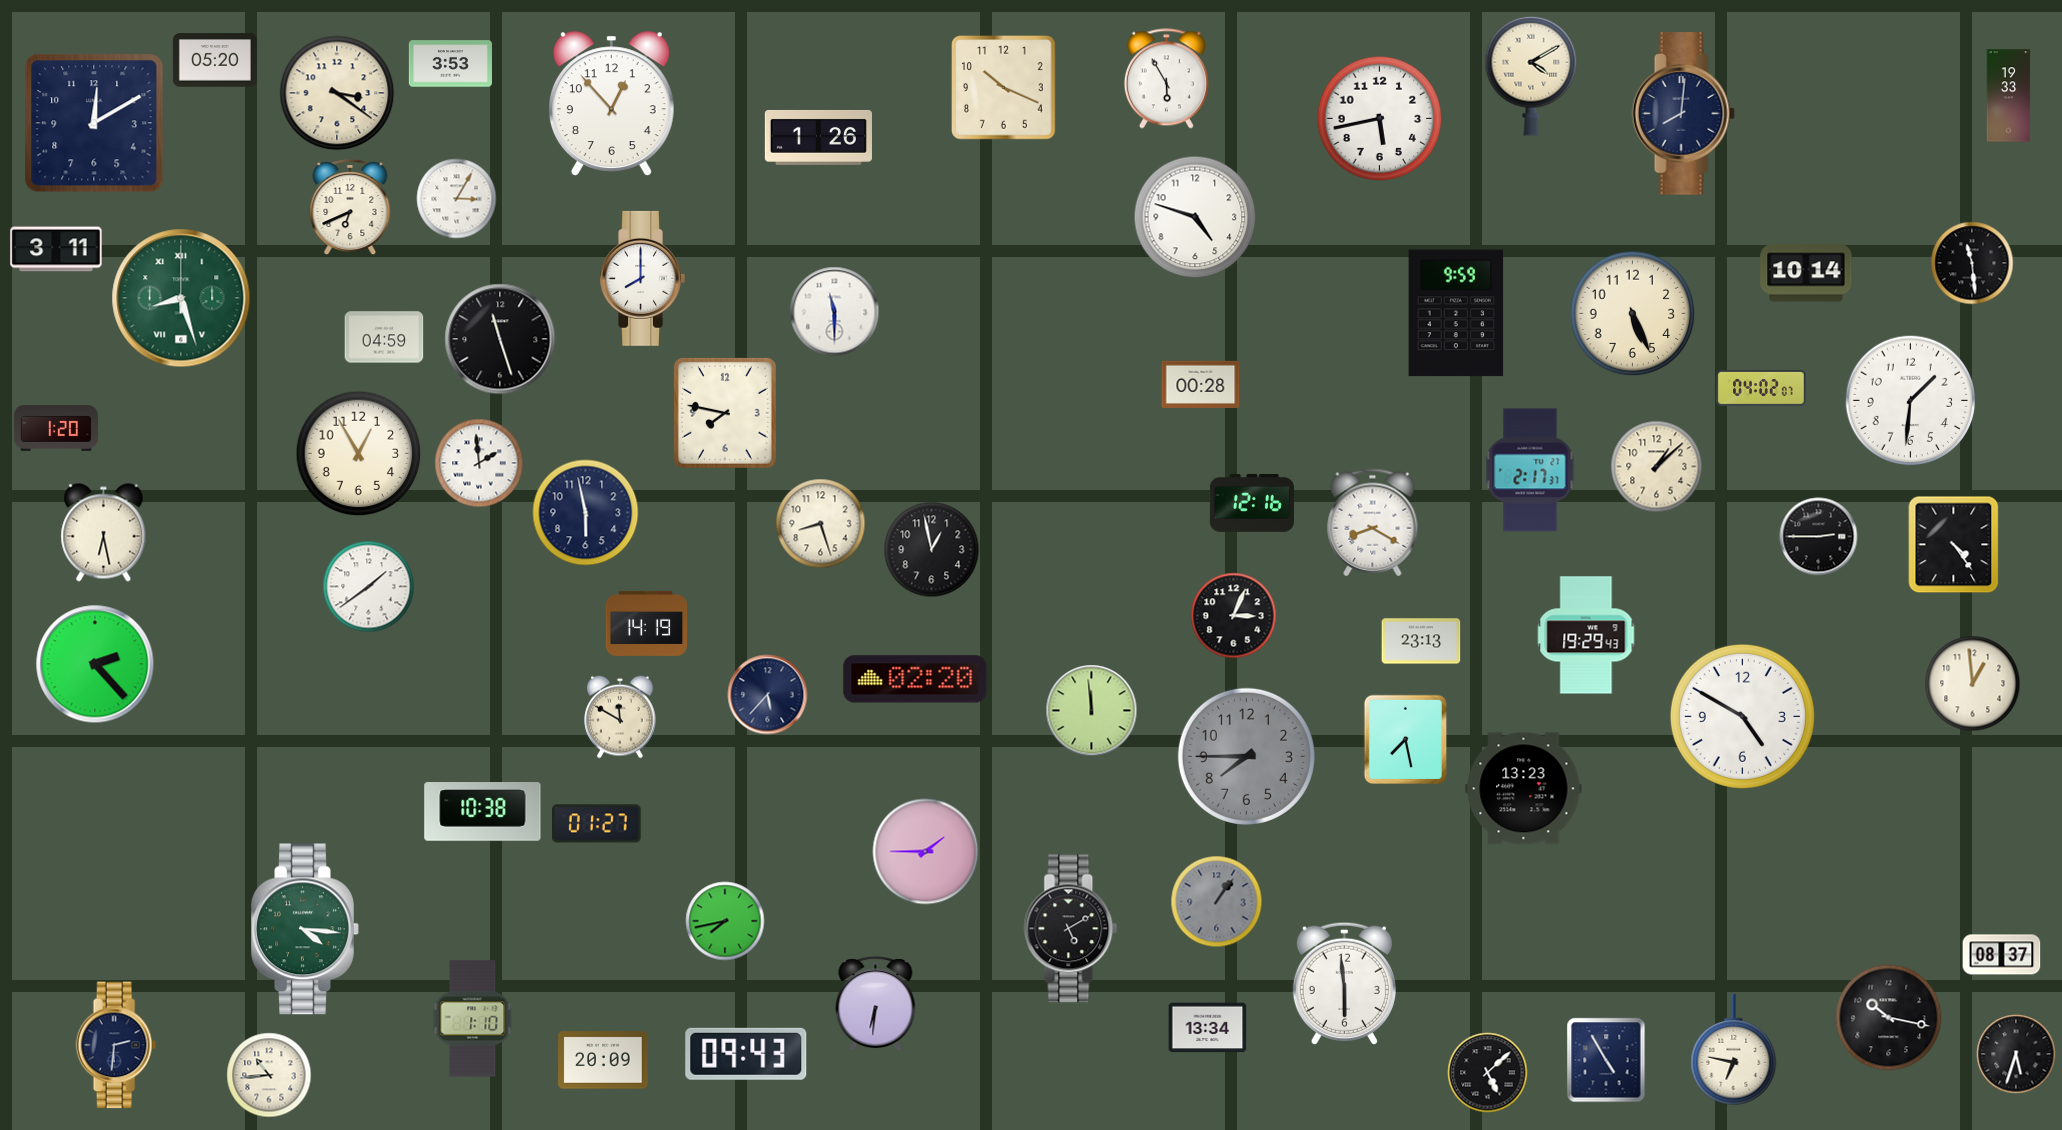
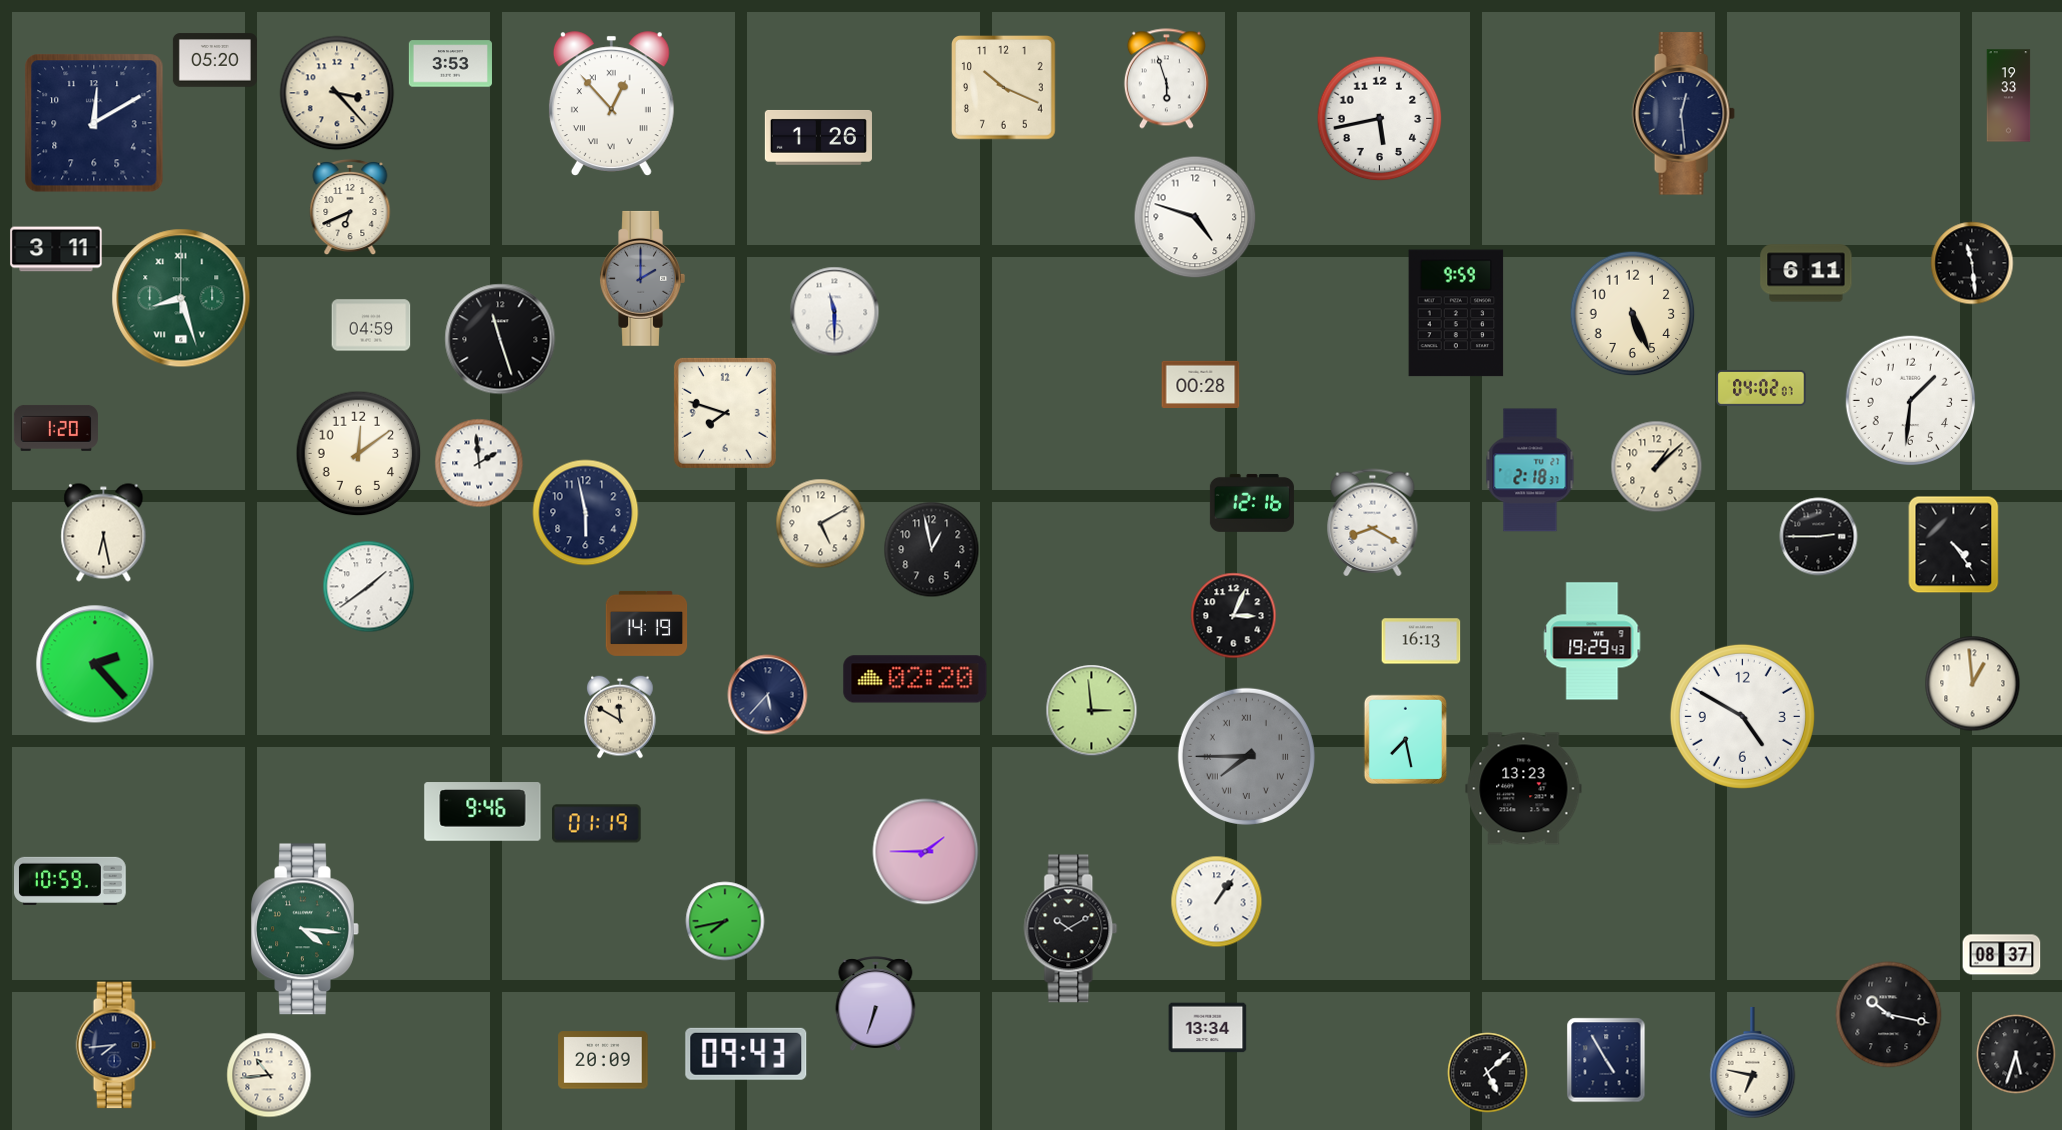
clock at (1531, 76): 4:10 -> none
clock at (1166, 79): 5:55 -> 5:57
clock at (337, 93): 3:21 -> 3:23
clock at (611, 104) numerals: Arabic -> Roman
clock at (1683, 114): 8:01 -> 12:29
clock at (457, 199): 3:05 -> none
clock at (1806, 273): 10:14 -> 6:11
clock at (642, 278): 8:00 -> 2:00
clock at (642, 278) dial: white -> grey
clock at (384, 337) position: (384, 337) -> (371, 325)
clock at (725, 413): 7:47 -> 7:48
clock at (359, 454): 12:55 -> 12:09
clock at (1530, 470): 2:17 -> 2:18
clock at (821, 524): 8:27 -> 5:10
clock at (1586, 635) position: (1586, 635) -> (1592, 641)
clock at (1421, 641): 23:13 -> 16:13
clock at (1092, 711): 11:59 -> 2:59
clock at (1246, 756) numerals: Arabic -> Roman
clock at (483, 812): 10:38 -> 9:46
clock at (597, 824): 01:27 -> 01:19
clock at (71, 881): none -> 10:59
clock at (1217, 902) dial: grey -> white
clock at (1071, 929): 5:10 -> 10:10
clock at (1344, 983): 5:59 -> none
clock at (876, 1004): 6:31 -> 6:33
clock at (1889, 1018) position: (1889, 1018) -> (1889, 1015)
clock at (473, 1019): 1:10 -> none
clock at (116, 1045): 2:31 -> 7:44
clock at (1734, 1050) position: (1734, 1050) -> (1753, 1063)
